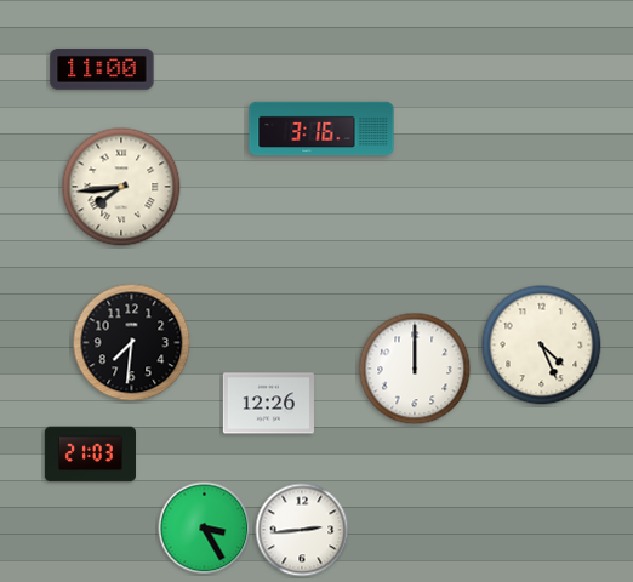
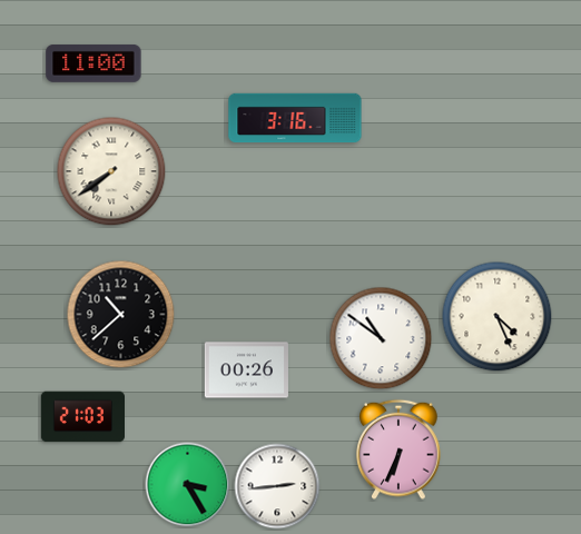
clock at (121, 187): 7:44 -> 7:39
clock at (132, 343): 7:31 -> 10:38
clock at (415, 369): 12:00 -> 10:51
clock at (268, 404): 12:26 -> 00:26
clock at (400, 449): none -> 6:34
